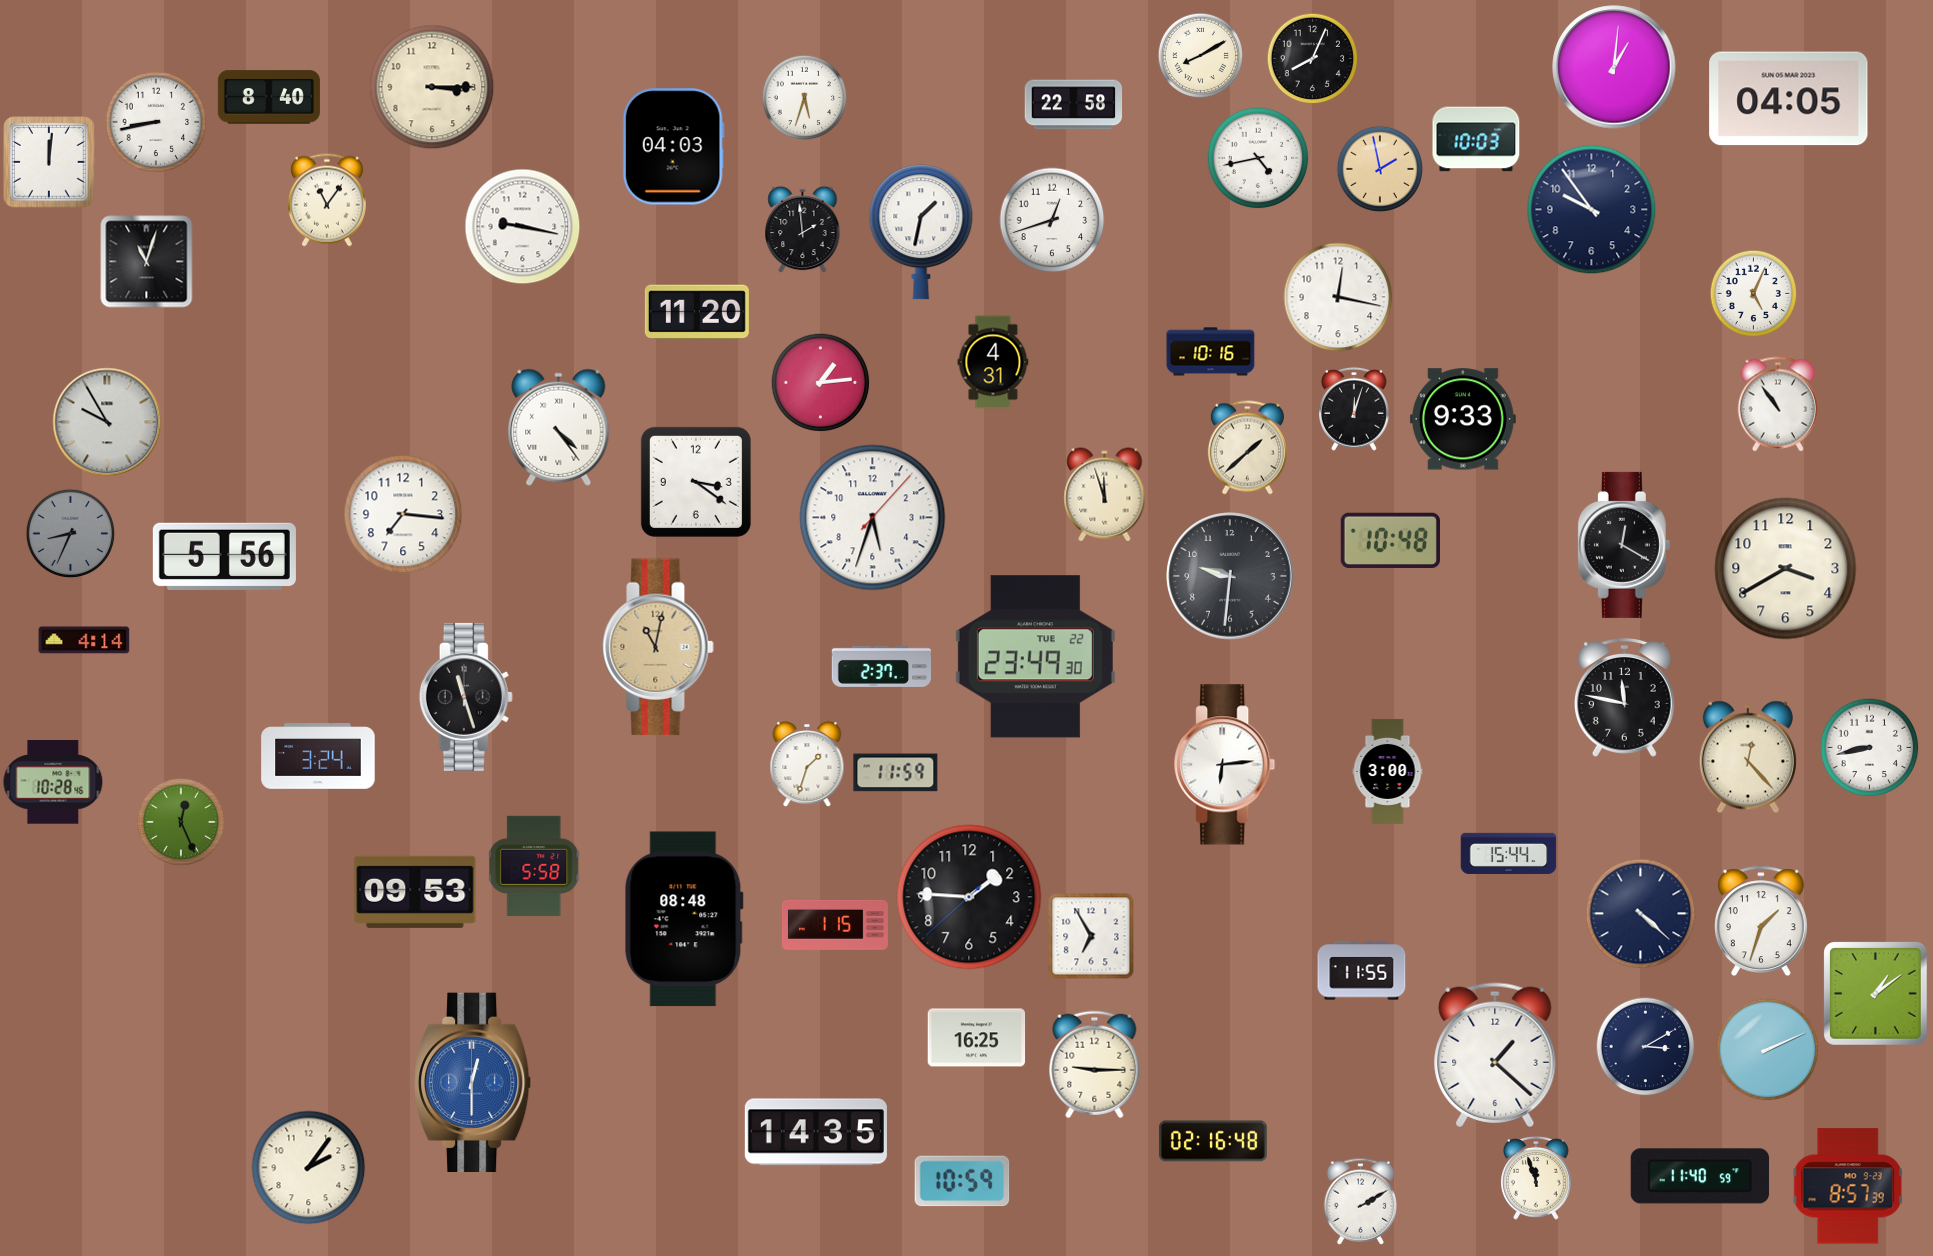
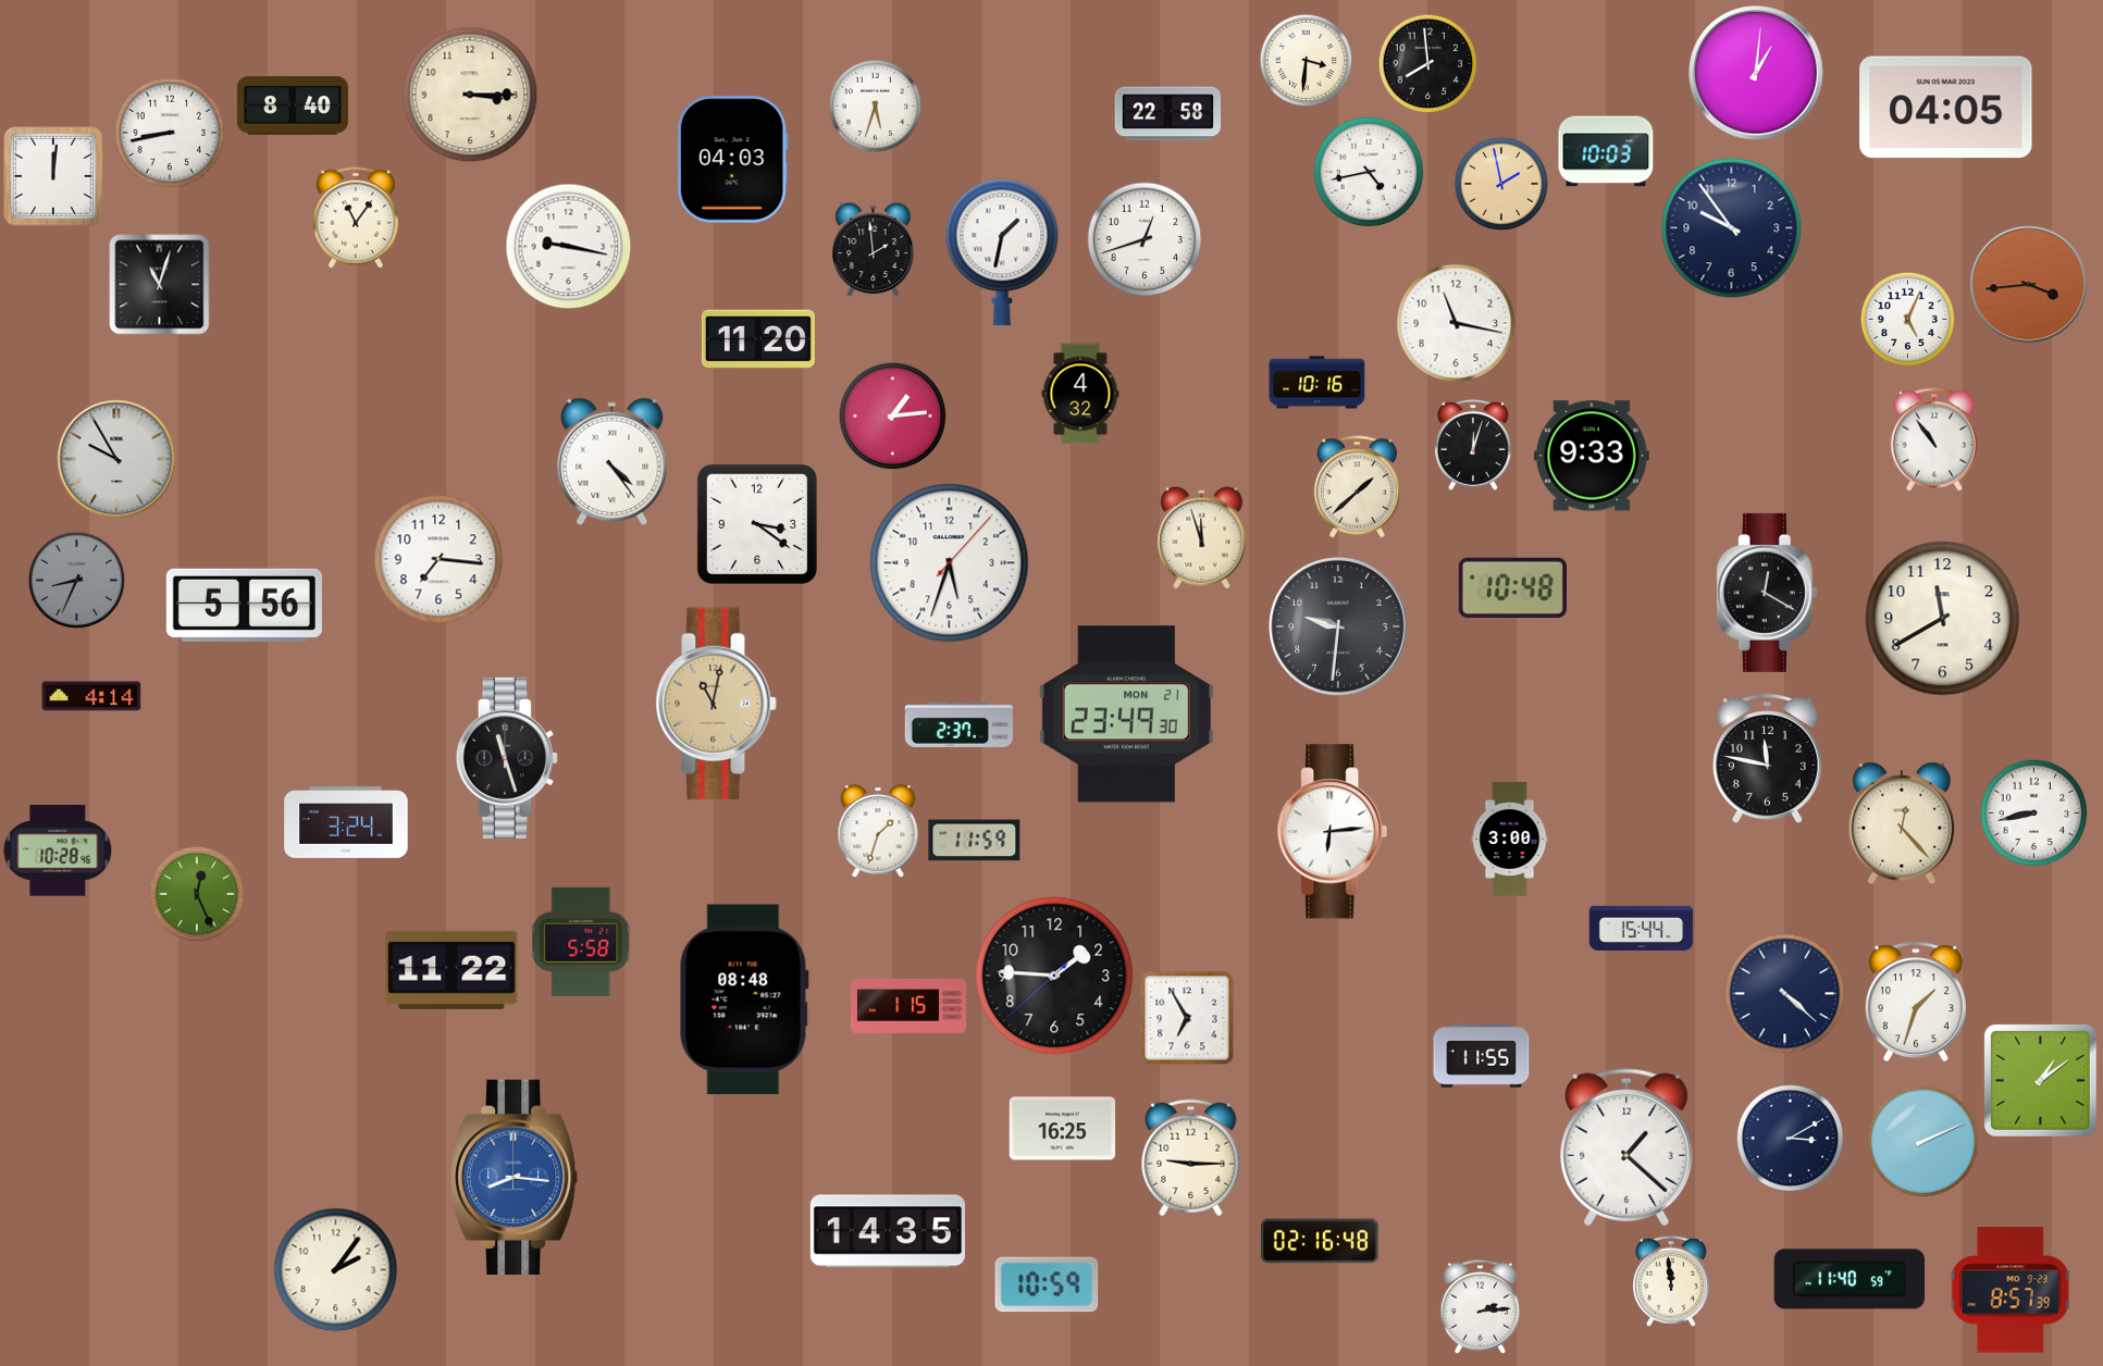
clock at (1200, 55): 8:10 -> 3:31
clock at (1312, 58): 8:04 -> 7:59
clock at (2029, 285): none -> 3:44
clock at (1338, 297): 12:17 -> 11:17
clock at (993, 362): 4:31 -> 4:32
clock at (559, 427) position: (559, 427) -> (613, 461)
clock at (1786, 569): 3:40 -> 11:40
clock at (1035, 657) date: TUE 22 -> MON 21
clock at (415, 892): 09:53 -> 11:22
clock at (474, 1082): 12:30 -> 8:16
clock at (1537, 1178): 11:57 -> 11:59
clock at (1361, 1201): 2:10 -> 2:14
